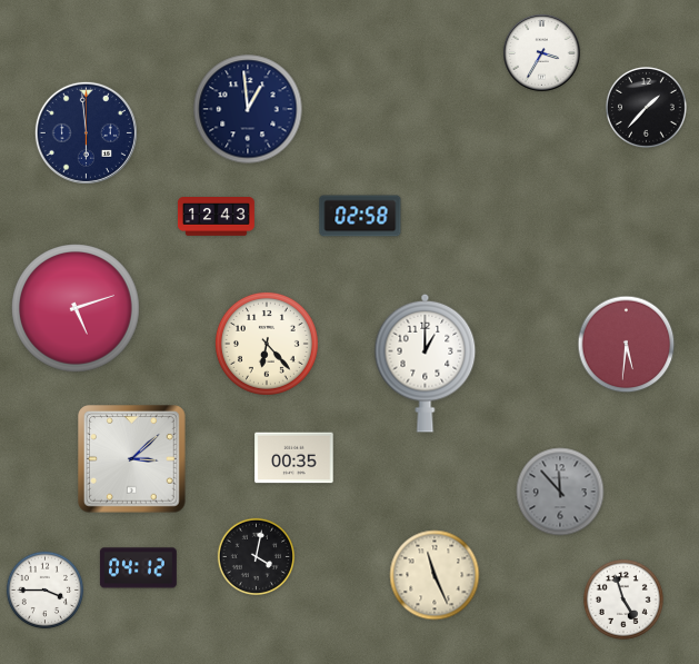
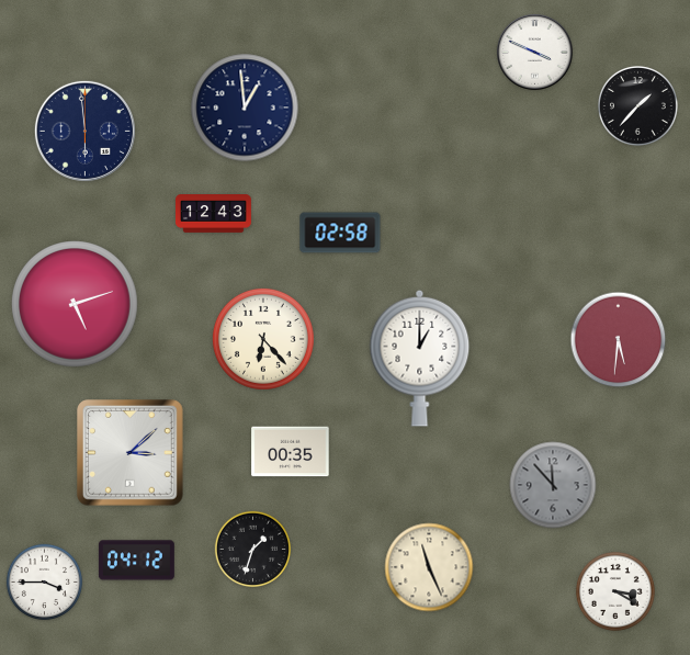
clock at (542, 53): 3:35 -> 3:49
clock at (360, 216) position: (360, 216) -> (340, 233)
clock at (257, 557): 4:02 -> 1:33
clock at (623, 599): 4:57 -> 3:20
